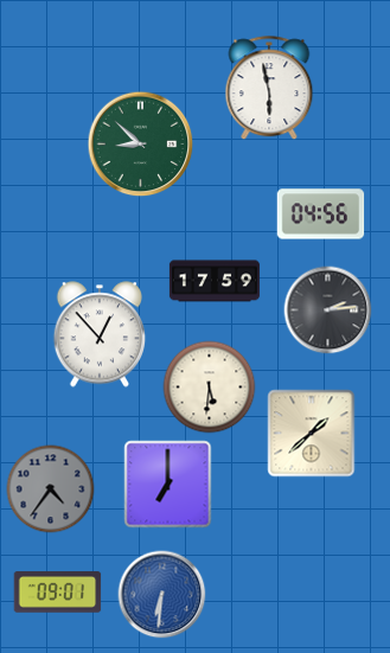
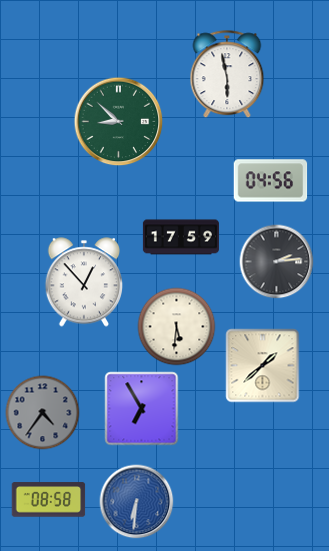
clock at (168, 485): 7:00 -> 6:55
clock at (58, 593): 09:01 -> 08:58
